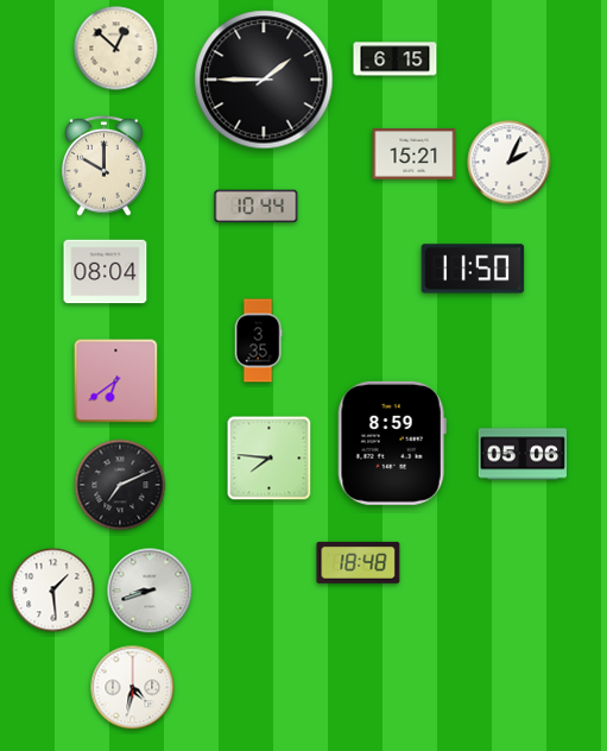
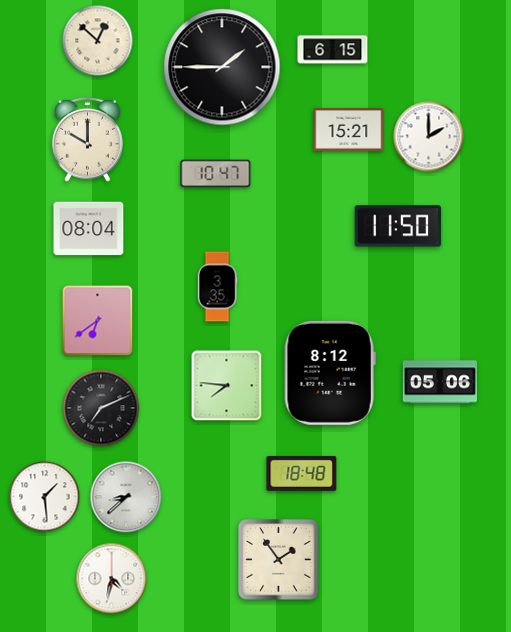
clock at (510, 163): 2:04 -> 2:00
clock at (257, 207): 10:44 -> 10:47
clock at (392, 443): 8:59 -> 8:12
clock at (150, 591): 8:42 -> 8:38
clock at (279, 560): none -> 1:54
